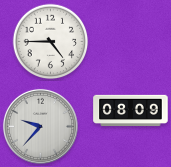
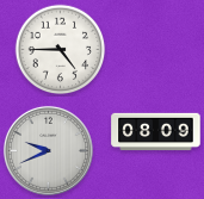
clock at (40, 126): 9:37 -> 9:41
